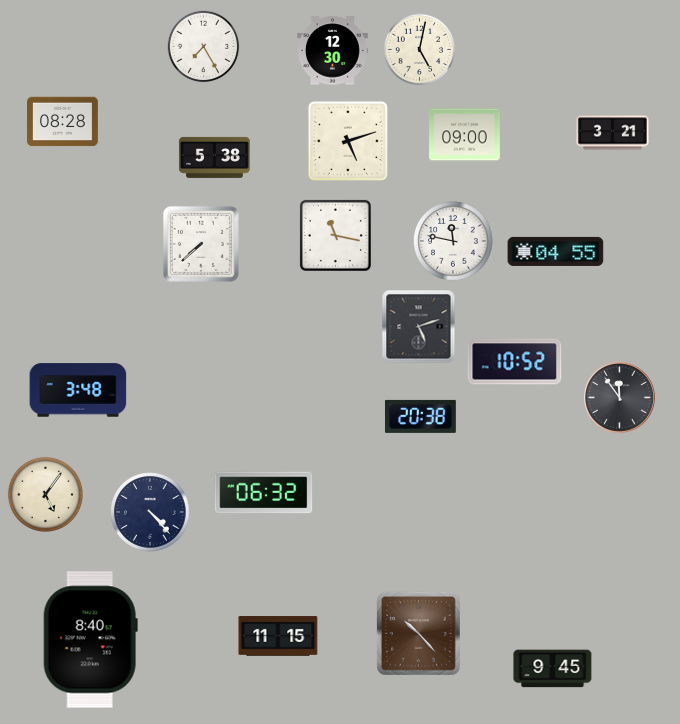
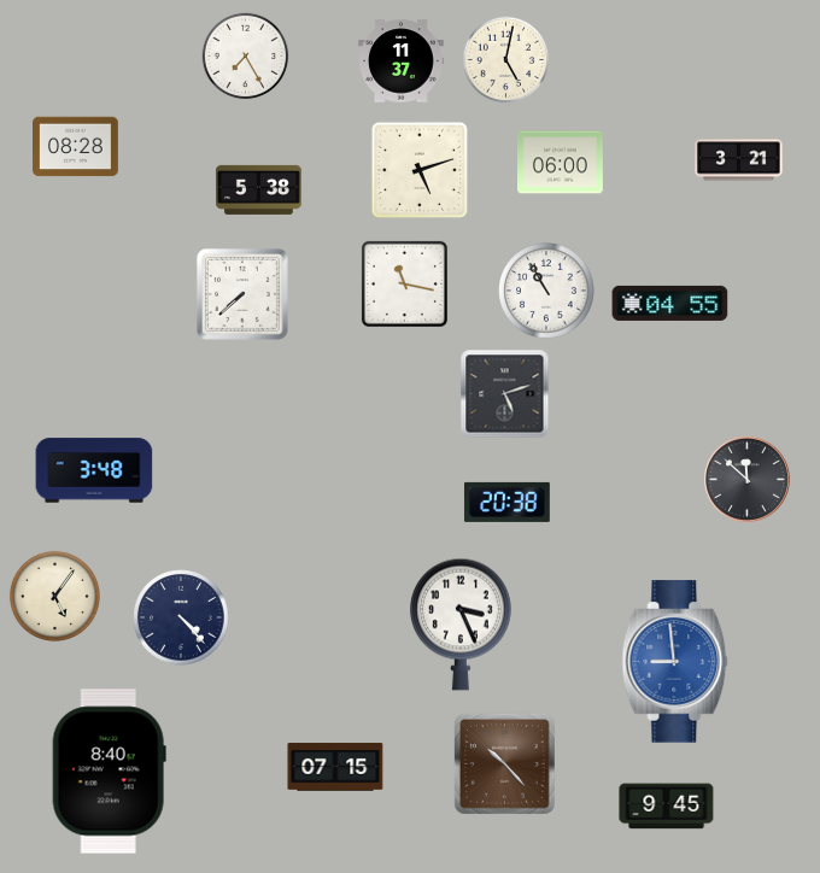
clock at (333, 51): 12:30 -> 11:37
clock at (465, 135): 09:00 -> 06:00
clock at (453, 241): 11:47 -> 10:55
clock at (515, 362): 10:52 -> none
clock at (620, 398): 11:54 -> 11:52
clock at (264, 493): 06:32 -> none
clock at (462, 625): none -> 3:26
clock at (675, 662): none -> 8:59
clock at (278, 636): 11:15 -> 07:15
